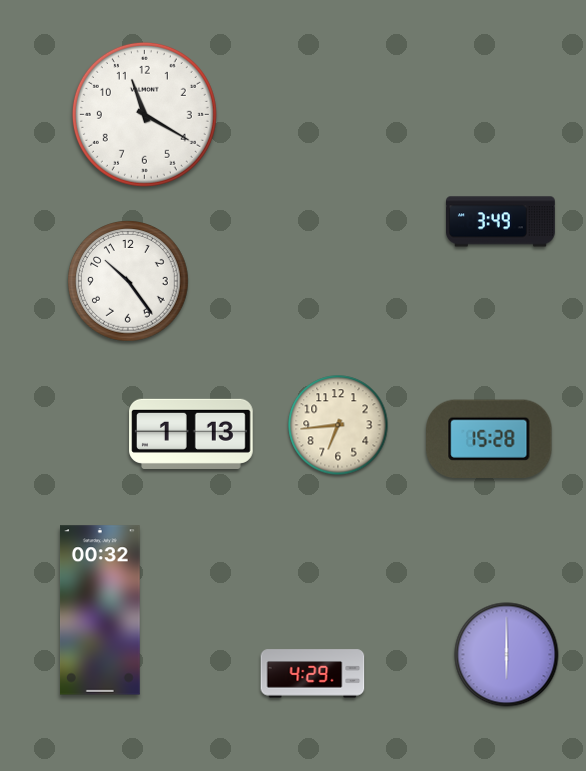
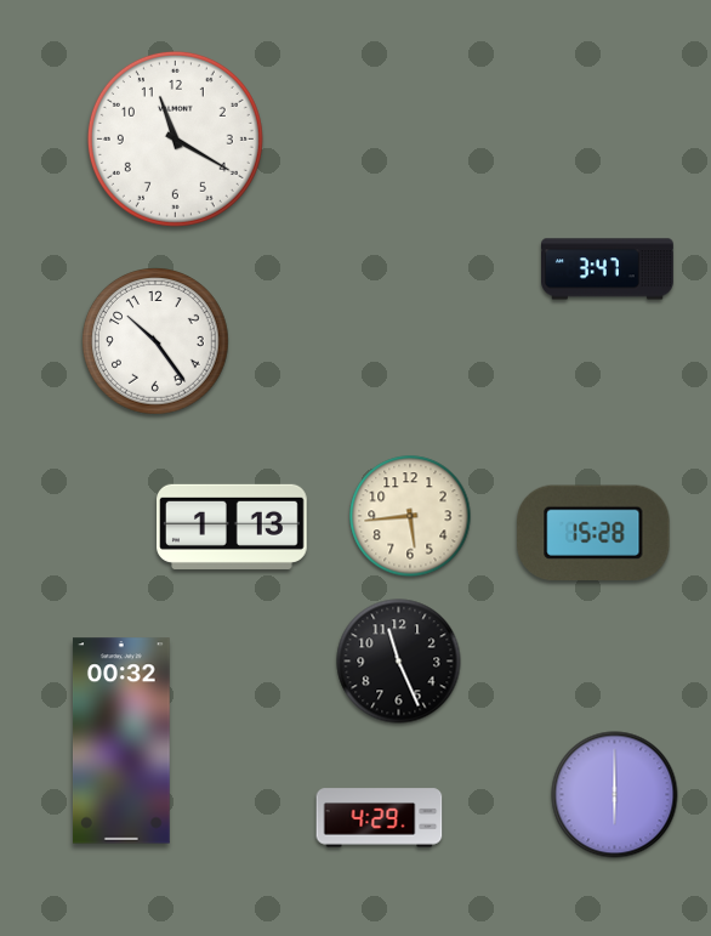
clock at (501, 222): 3:49 -> 3:47
clock at (338, 425): 6:44 -> 5:44
clock at (399, 662): none -> 11:26
